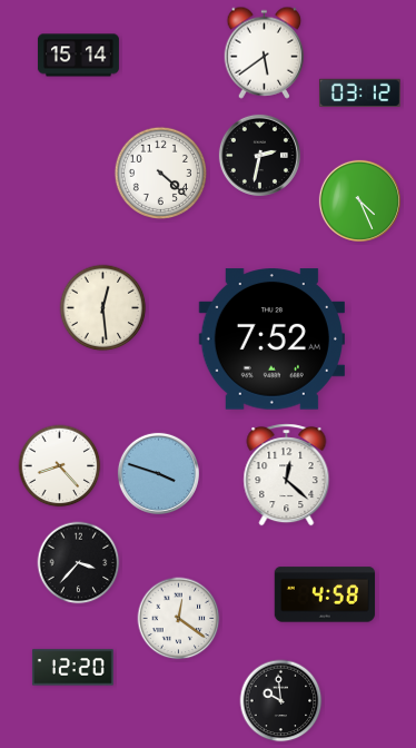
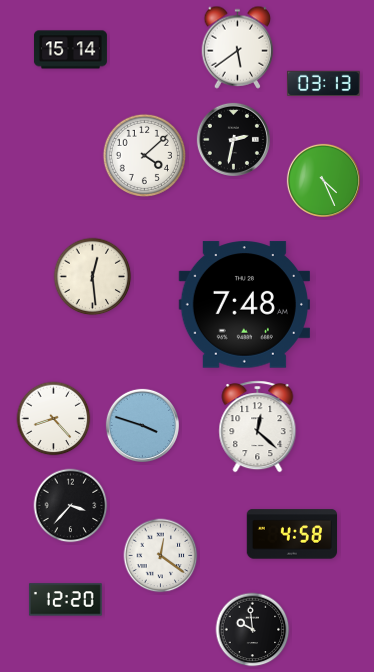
clock at (359, 92): 03:12 -> 03:13
clock at (160, 173): 4:22 -> 4:08
clock at (271, 339): 7:52 -> 7:48
